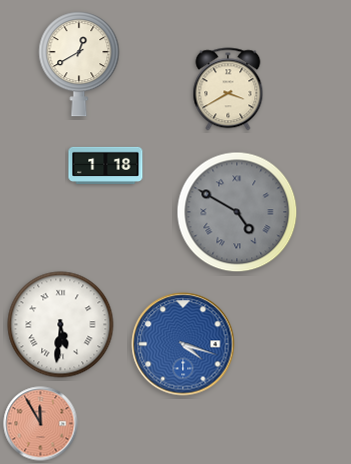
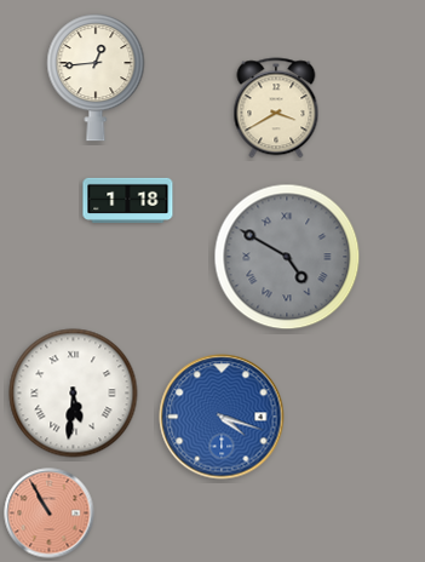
clock at (79, 64): 12:40 -> 12:44
clock at (41, 424): 11:55 -> 10:55
